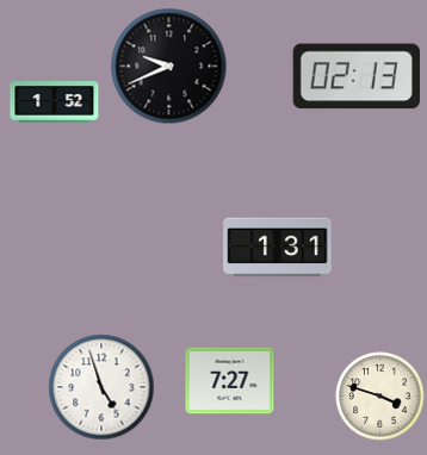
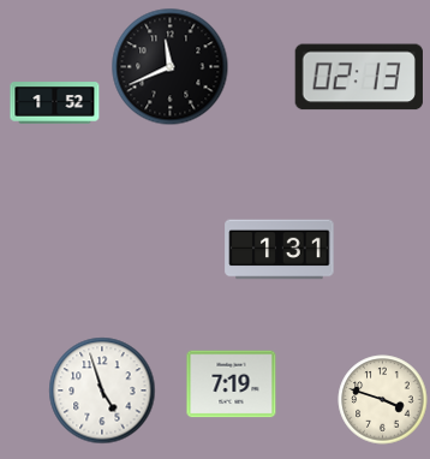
clock at (169, 67): 9:41 -> 11:41
clock at (230, 381): 7:27 -> 7:19
